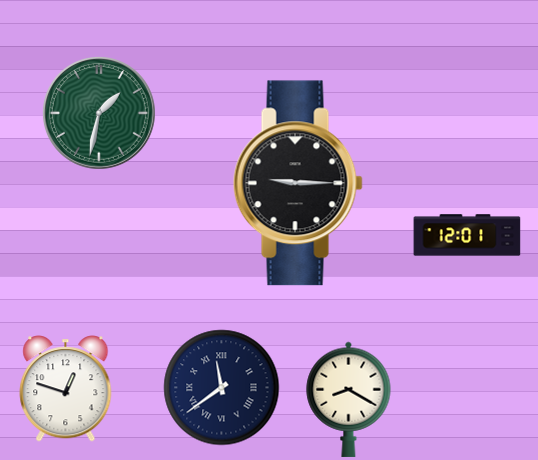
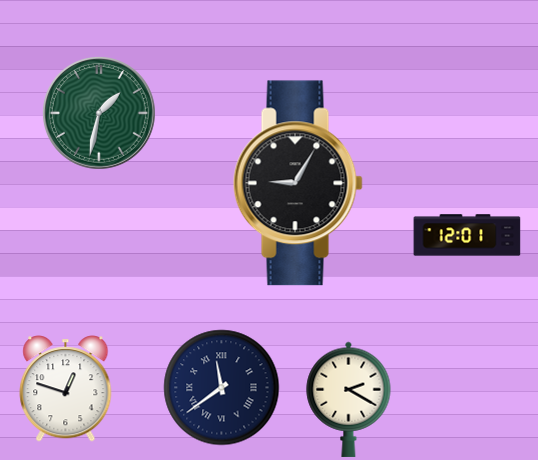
clock at (298, 183): 9:15 -> 9:05
clock at (349, 399): 8:20 -> 2:20
